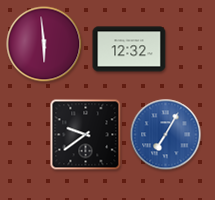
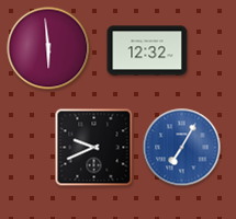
clock at (129, 49) position: (129, 49) -> (147, 50)
clock at (86, 135): 9:39 -> 9:41
